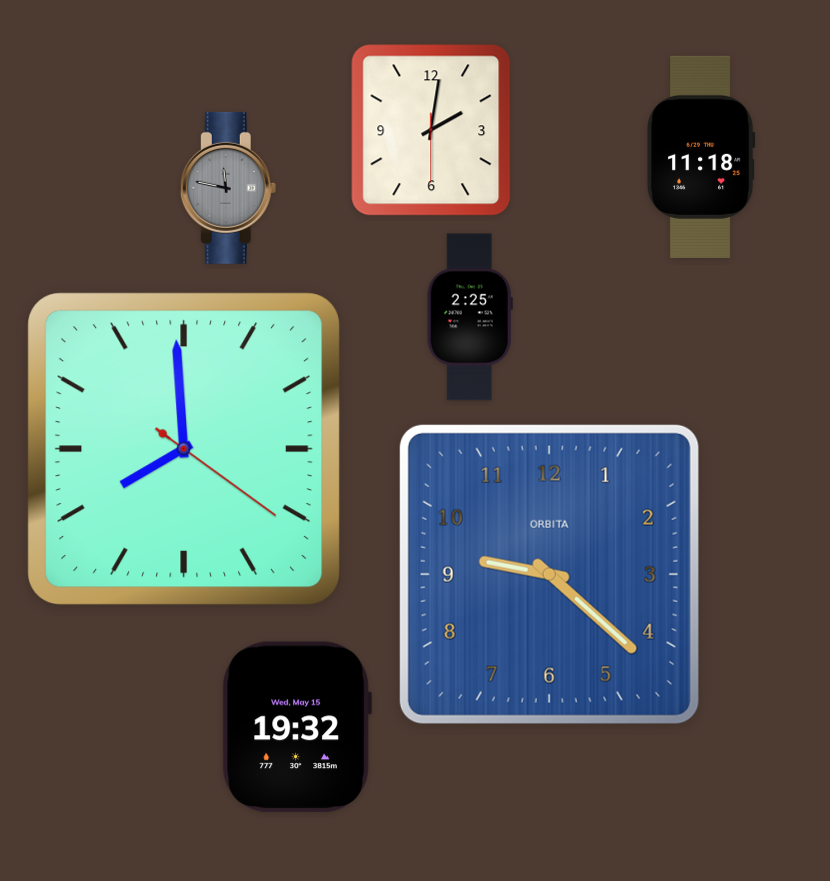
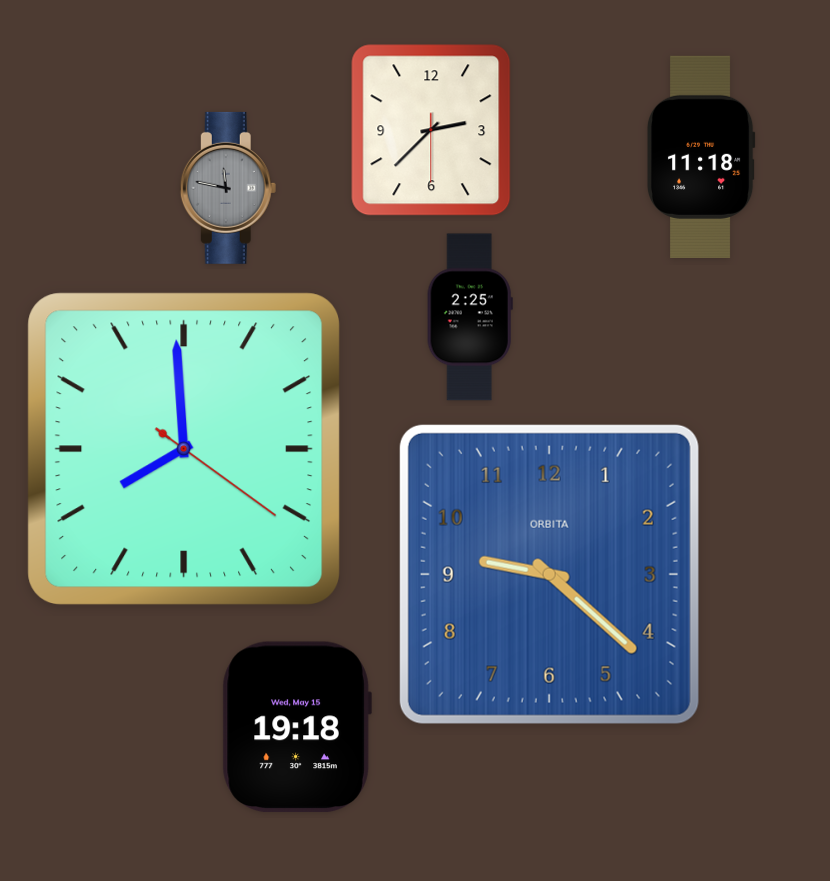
clock at (431, 130): 2:01 -> 2:37
clock at (297, 727): 19:32 -> 19:18
